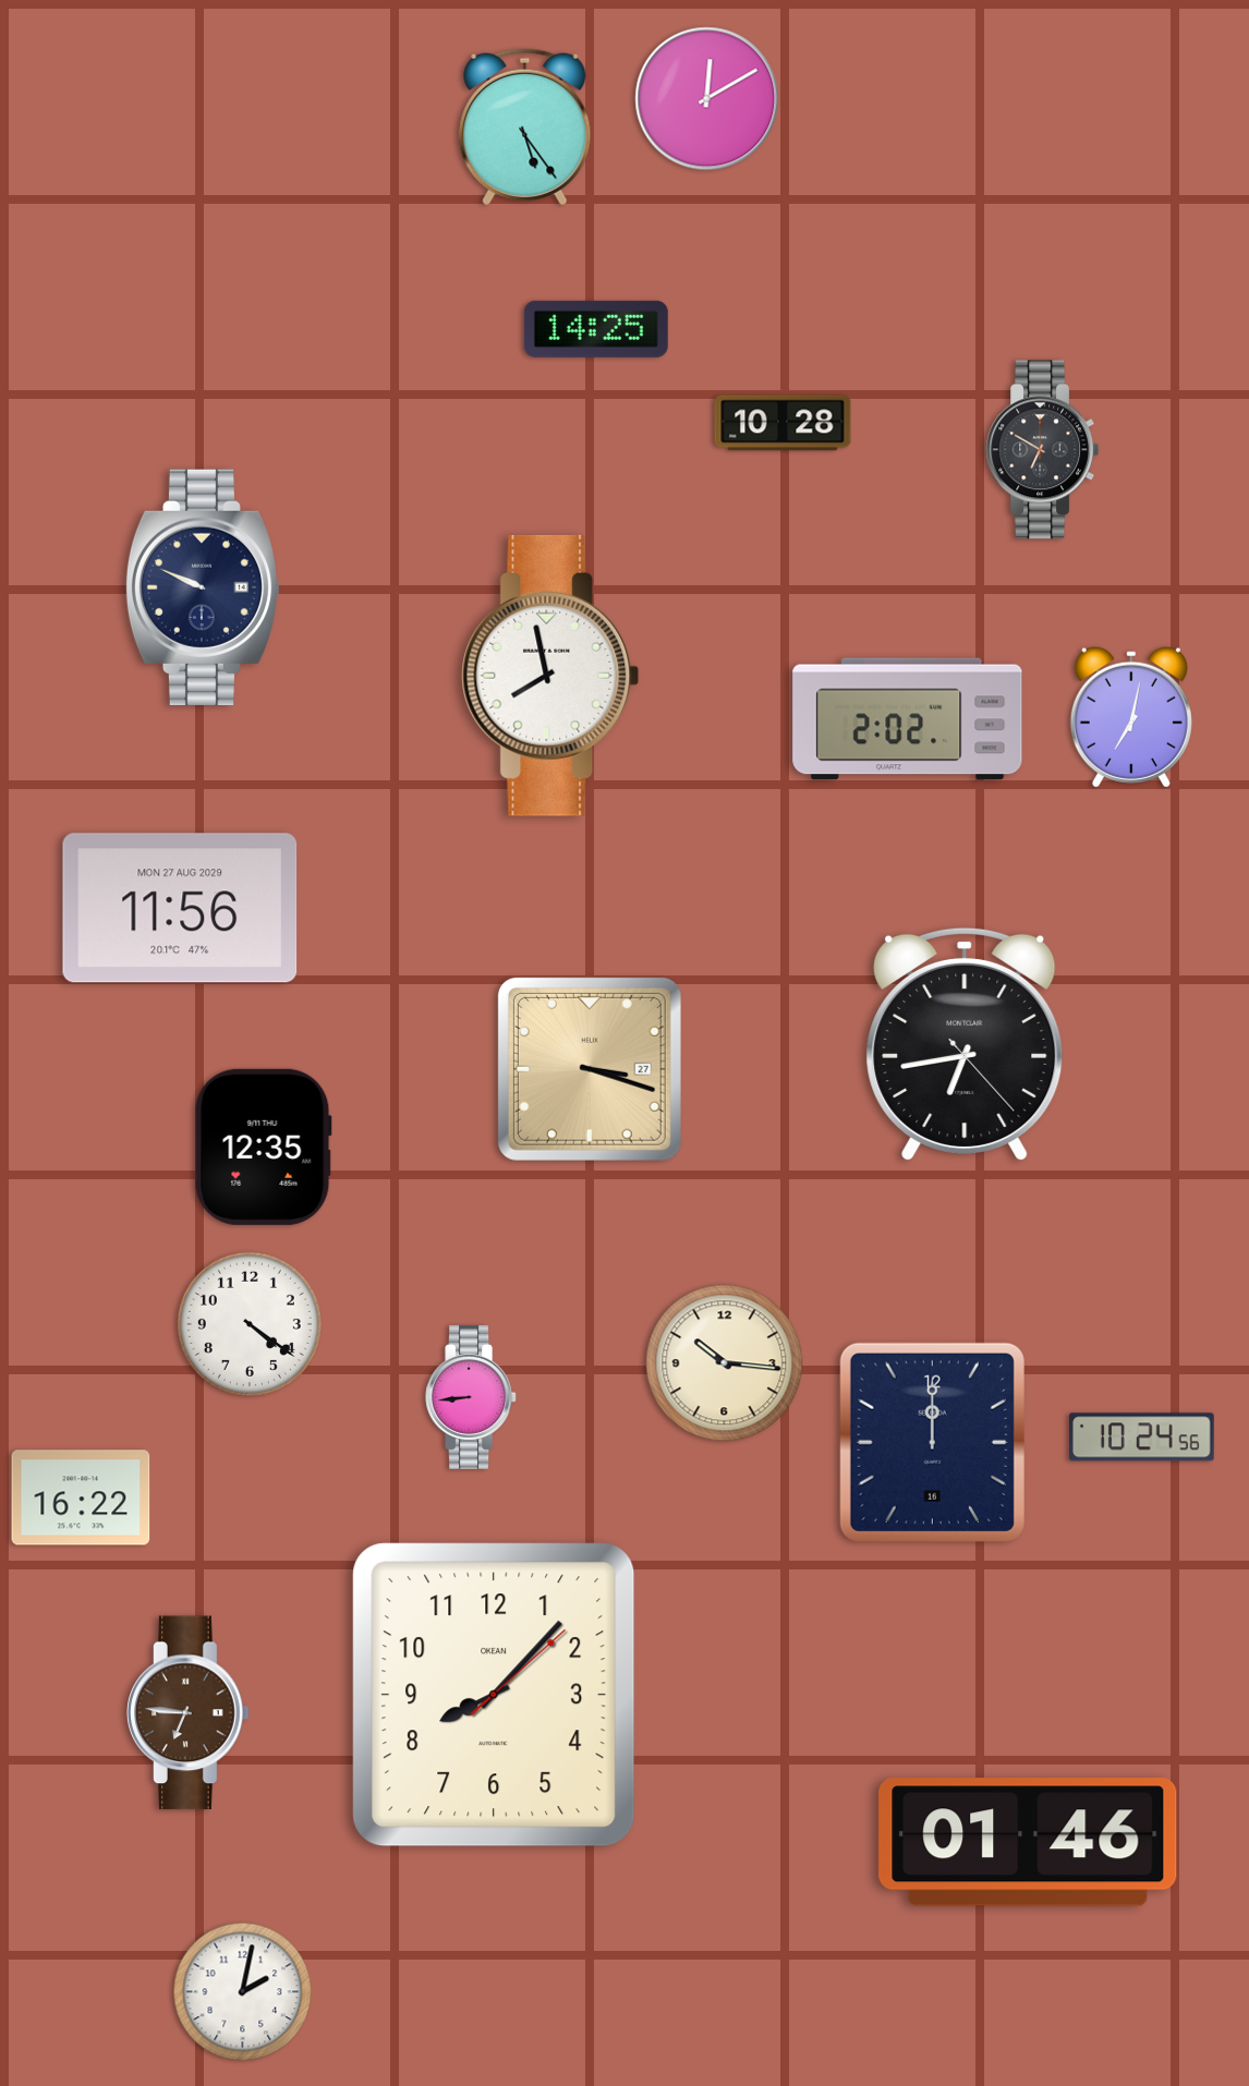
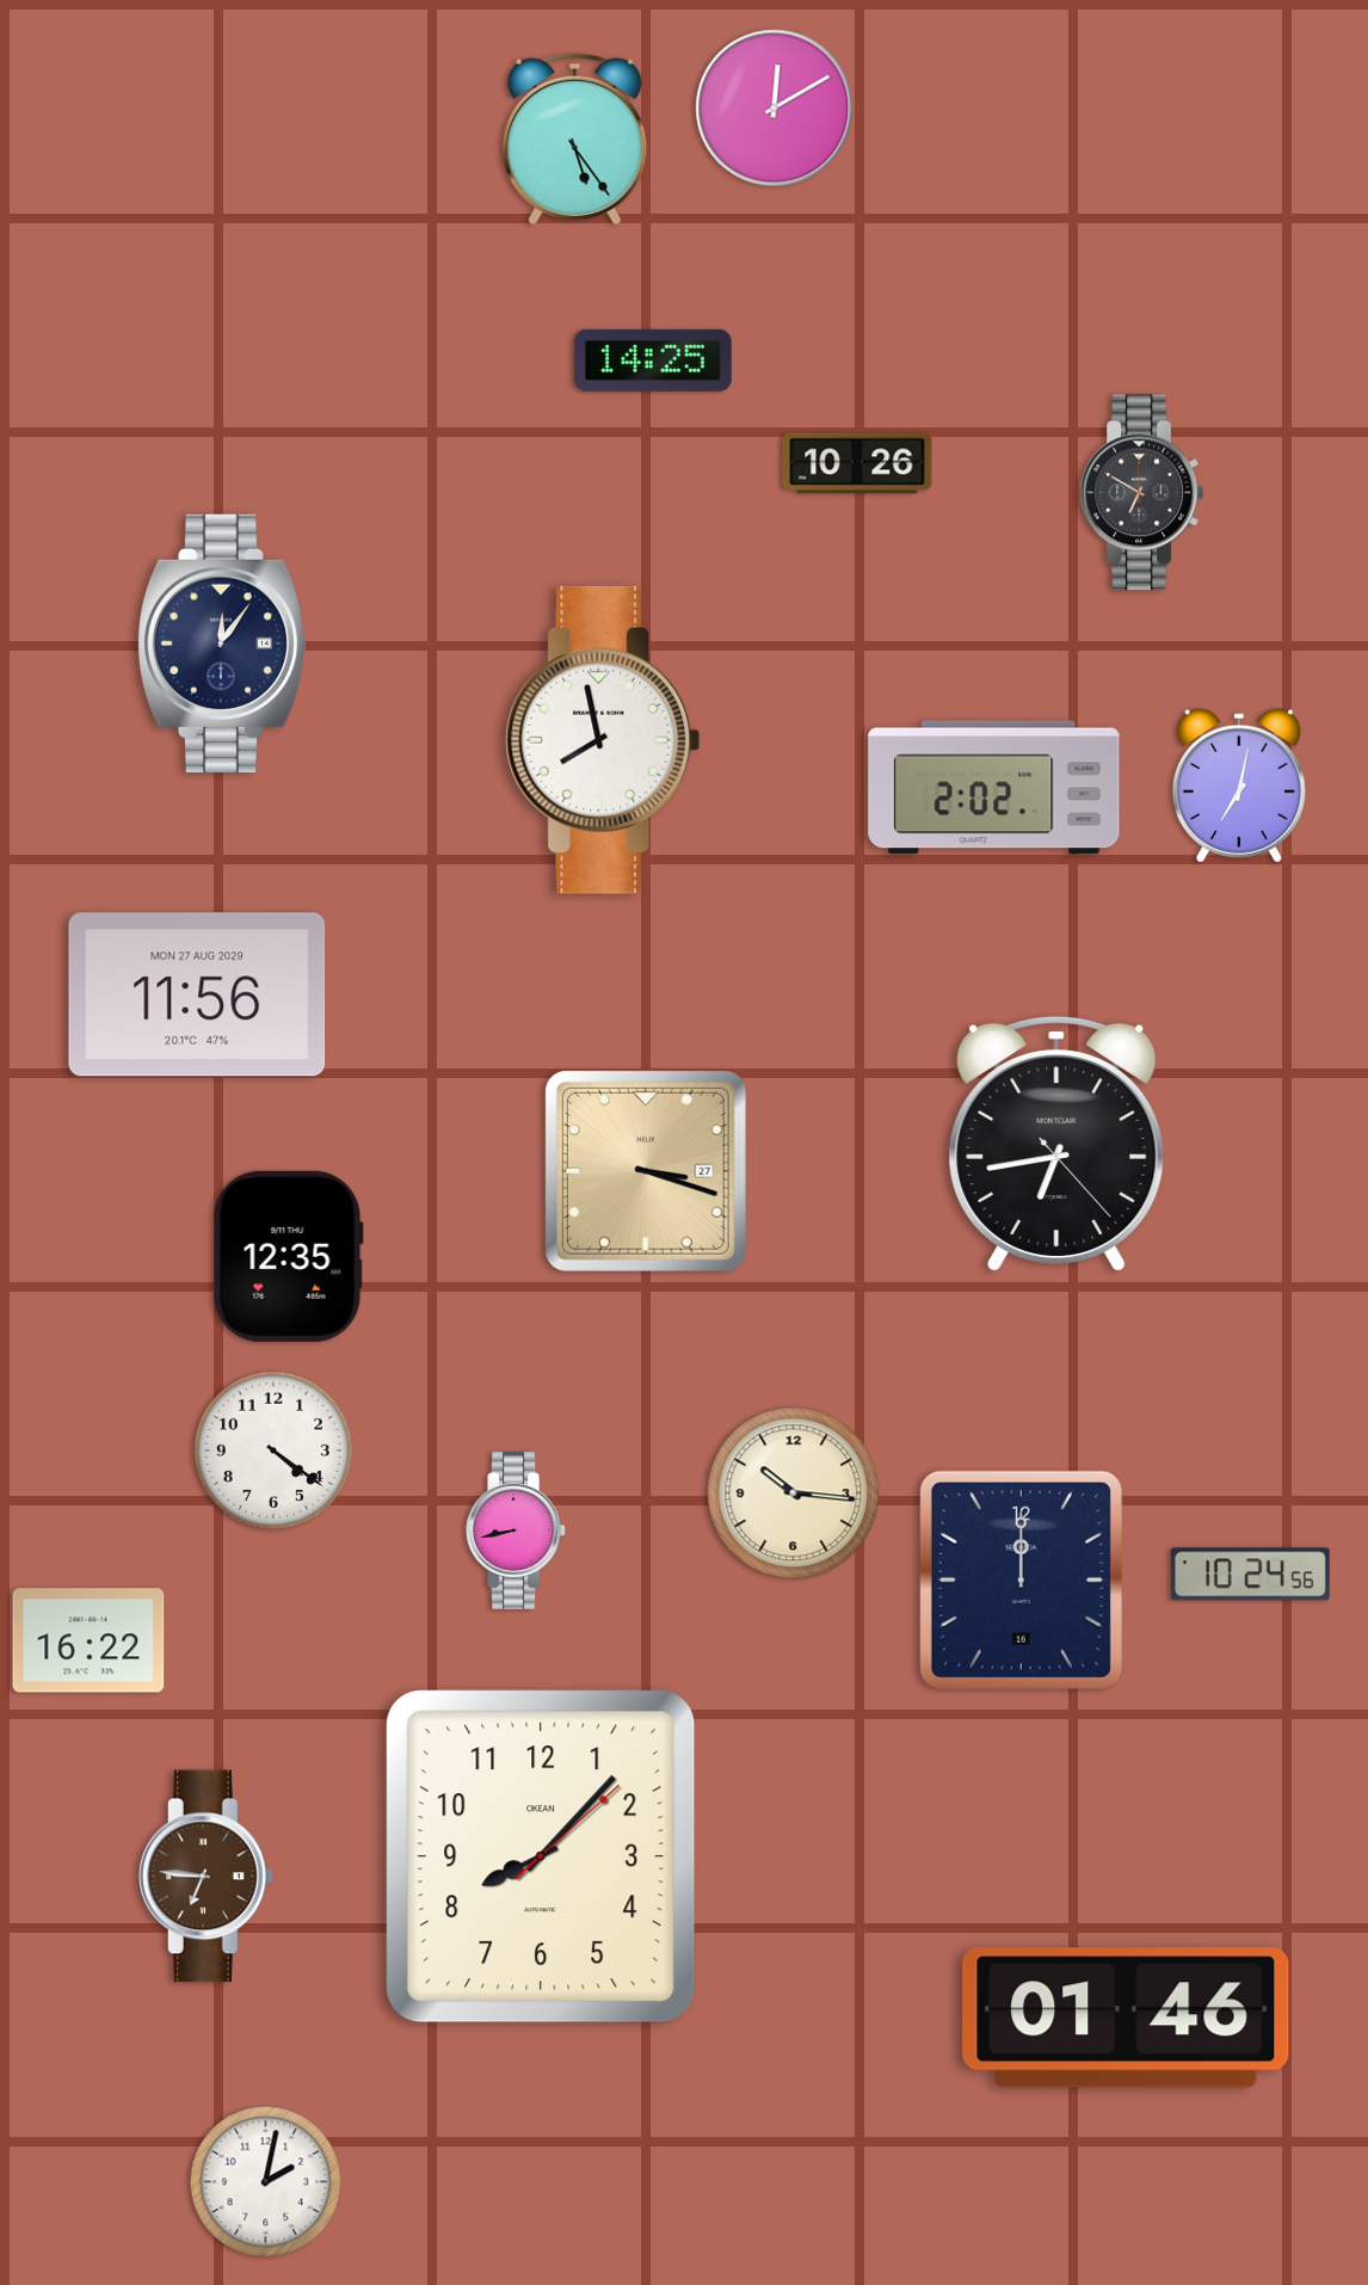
clock at (783, 423): 10:28 -> 10:26
clock at (203, 587): 9:49 -> 12:06
clock at (472, 1397): 8:44 -> 8:43
